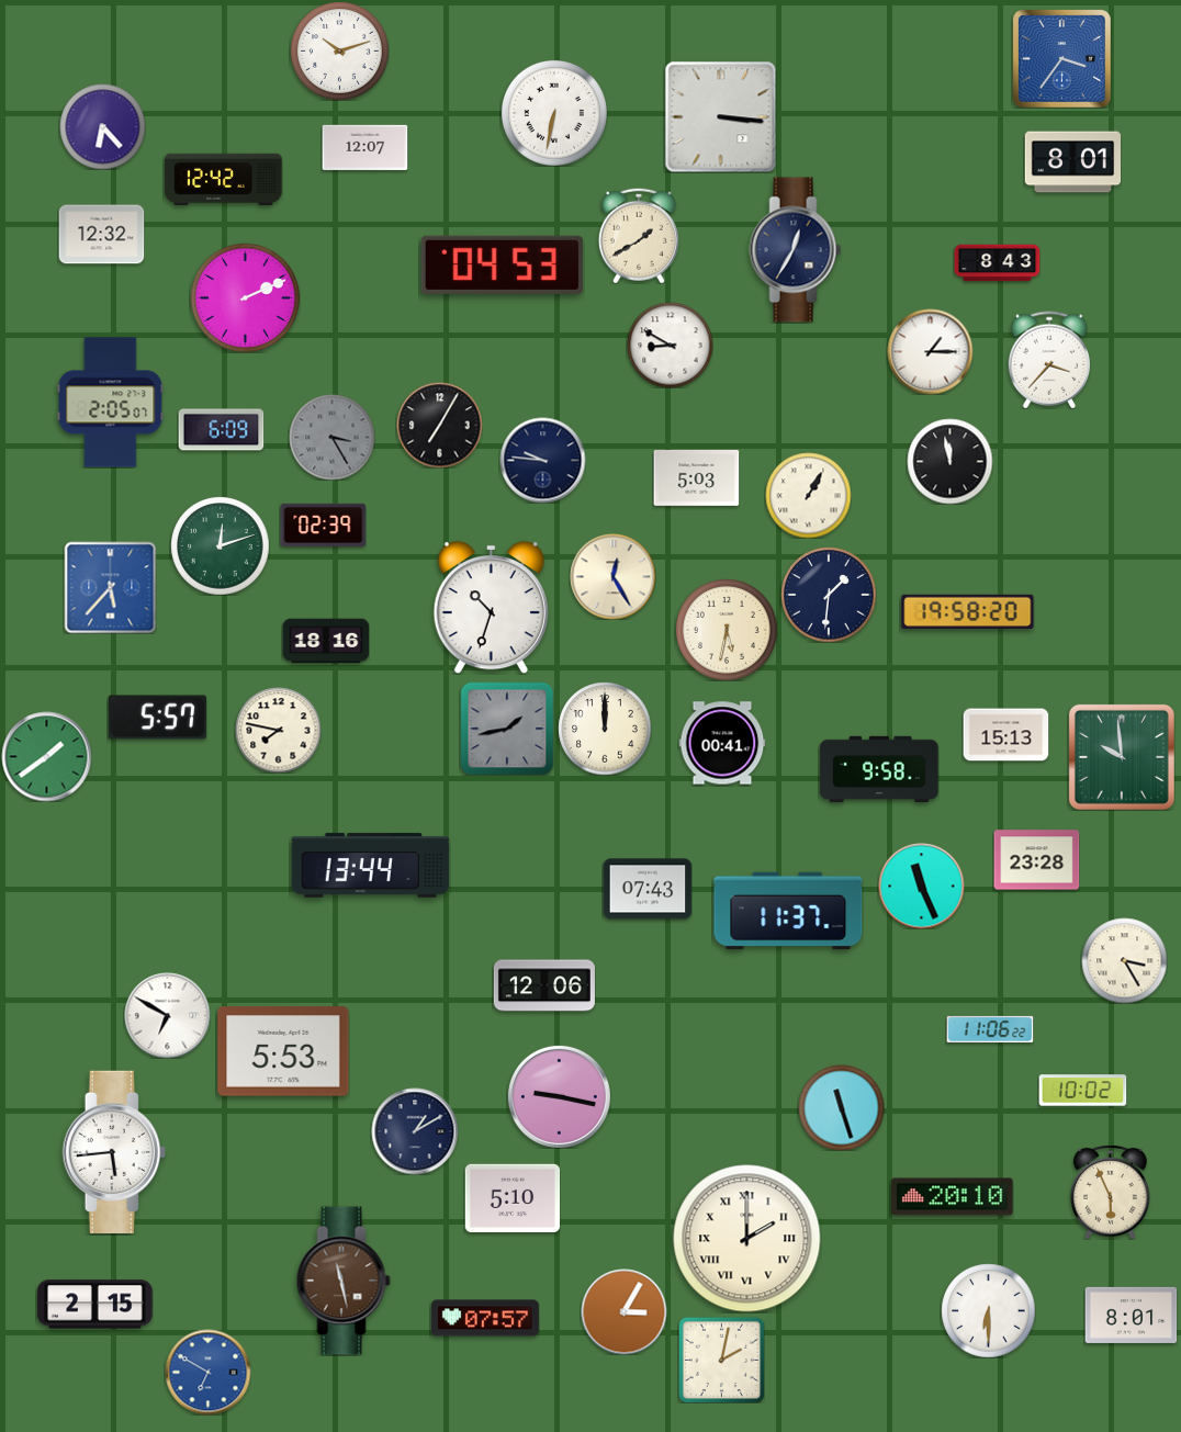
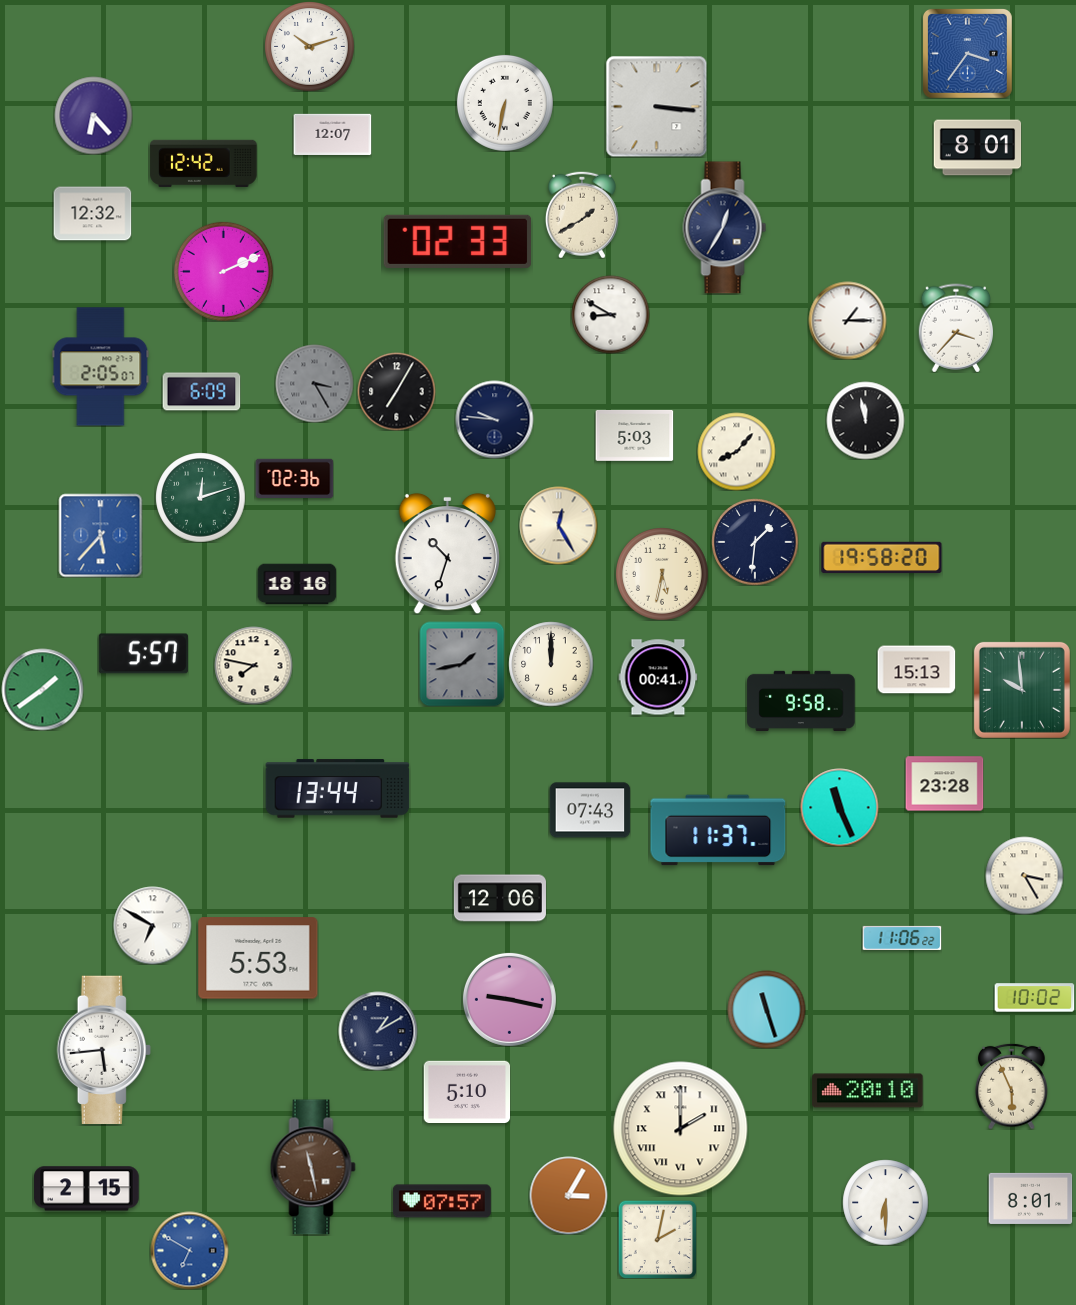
clock at (997, 263): 8:43 -> none
clock at (503, 264): 04:53 -> 02:33
clock at (439, 425) position: (439, 425) -> (396, 391)
clock at (331, 437) position: (331, 437) -> (314, 383)
clock at (808, 495): 1:05 -> 8:07
clock at (323, 526): 02:39 -> 02:36
clock at (544, 985) position: (544, 985) -> (500, 898)
clock at (1082, 1091) position: (1082, 1091) -> (1034, 998)
clock at (988, 1310) position: (988, 1310) -> (885, 1202)
